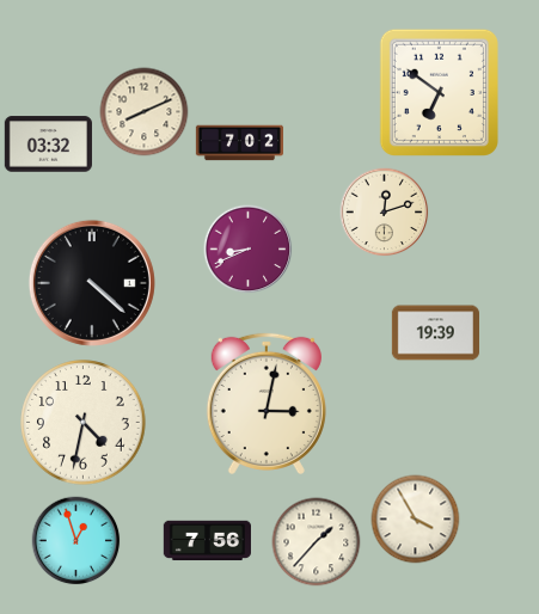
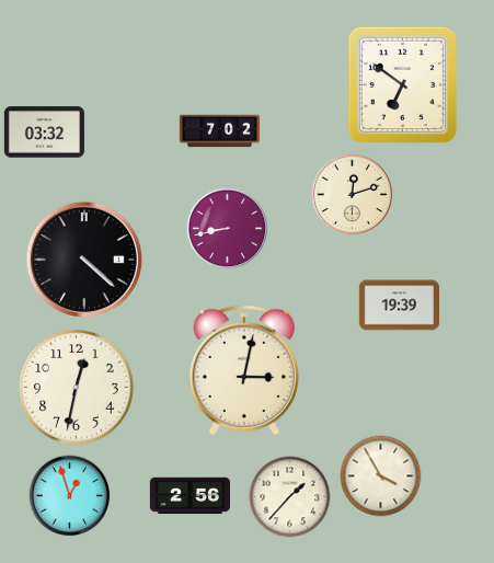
clock at (145, 112): 8:11 -> none
clock at (249, 250): 8:41 -> 8:43
clock at (84, 423): 4:32 -> 12:32
clock at (207, 541): 7:56 -> 2:56
